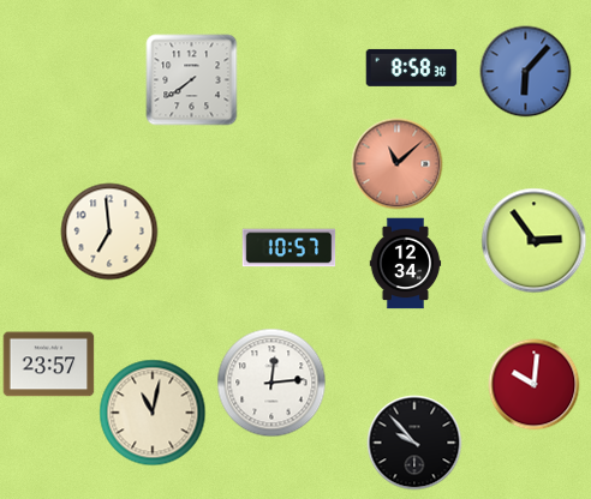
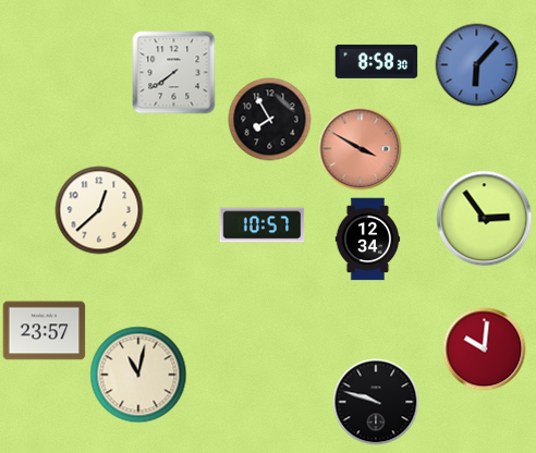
clock at (412, 67) position: (412, 67) -> (377, 61)
clock at (270, 120): none -> 7:55
clock at (398, 164): 11:08 -> 3:50
clock at (109, 232): 6:59 -> 12:38
clock at (271, 383): 12:14 -> none
clock at (414, 443): 9:53 -> 9:48
